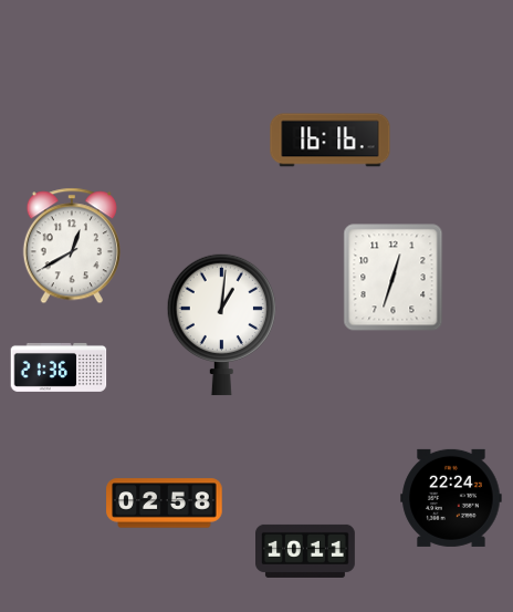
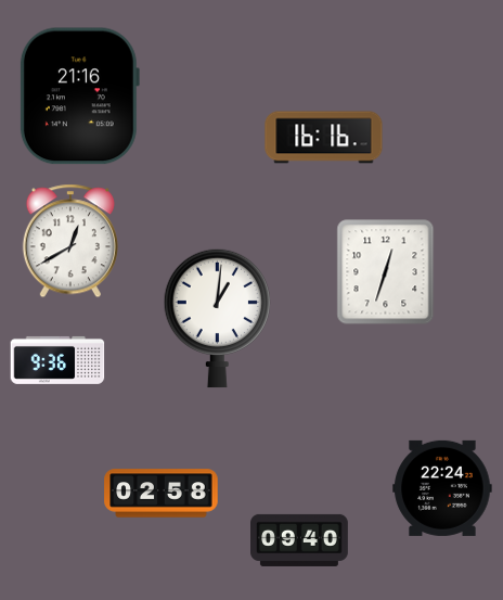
clock at (79, 97): none -> 21:16
clock at (59, 367): 21:36 -> 9:36
clock at (306, 551): 10:11 -> 09:40
